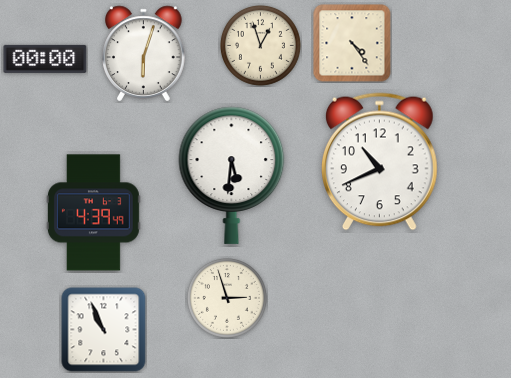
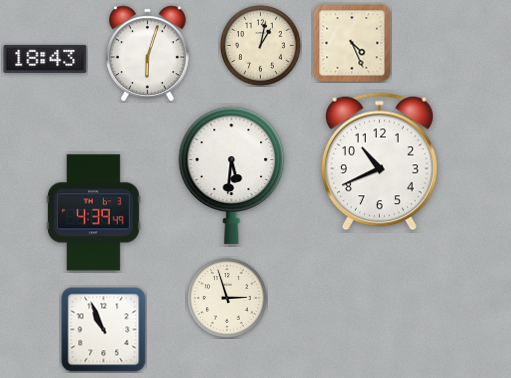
clock at (352, 43): 4:24 -> 4:26
clock at (260, 45): 12:57 -> 1:02
clock at (144, 54) position: (144, 54) -> (148, 54)
clock at (45, 59): 00:00 -> 18:43
